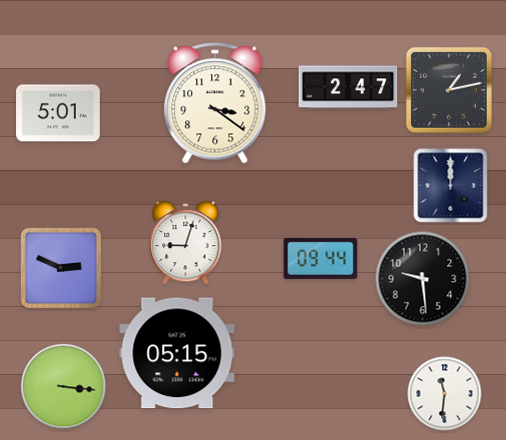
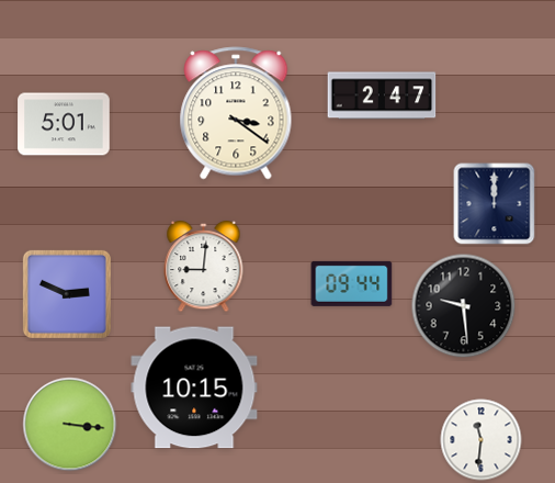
clock at (449, 90): 1:13 -> none
clock at (186, 243): 9:03 -> 9:01
clock at (177, 353): 05:15 -> 10:15
clock at (445, 394) position: (445, 394) -> (482, 440)
